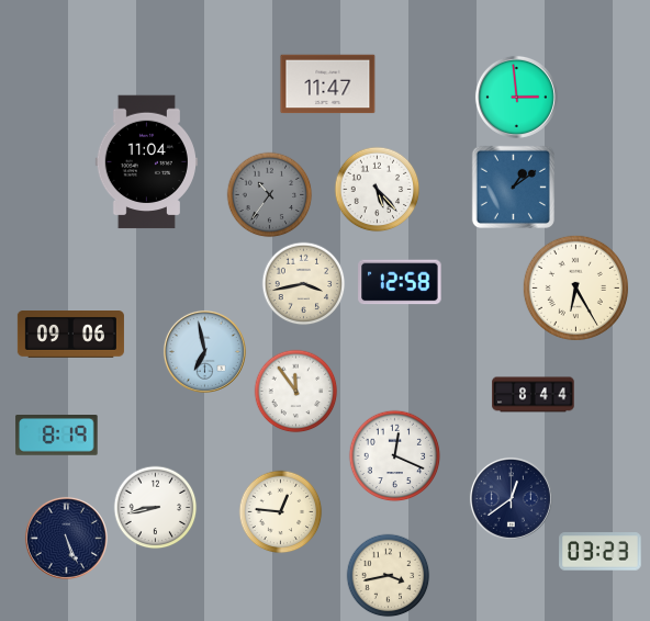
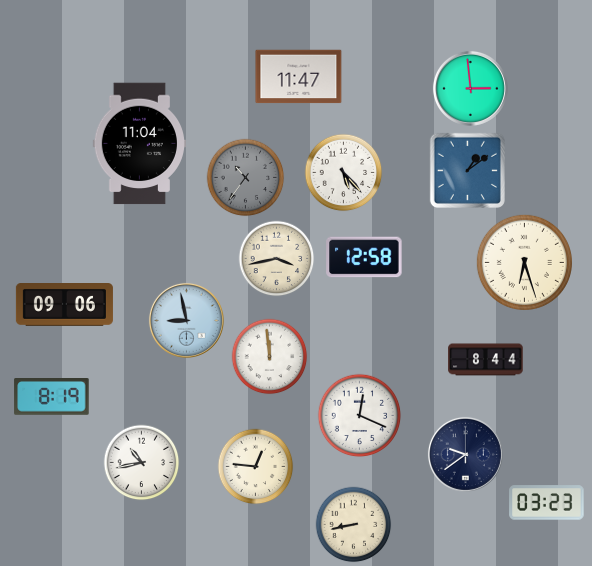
clock at (146, 162) position: (146, 162) -> (139, 144)
clock at (575, 287): 6:25 -> 6:27
clock at (204, 351): 6:58 -> 8:58
clock at (296, 392): 11:54 -> 11:59
clock at (511, 498): 12:39 -> 9:39
clock at (156, 508): 8:43 -> 10:43
clock at (66, 538): 5:26 -> none
clock at (389, 576): 3:43 -> 8:43
